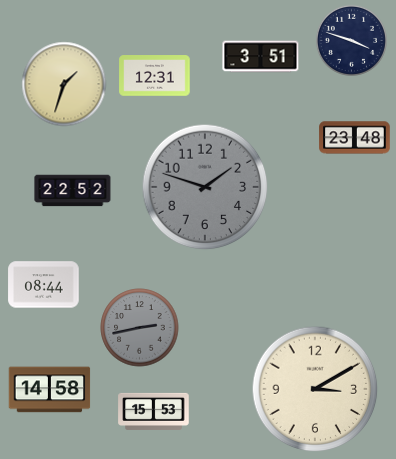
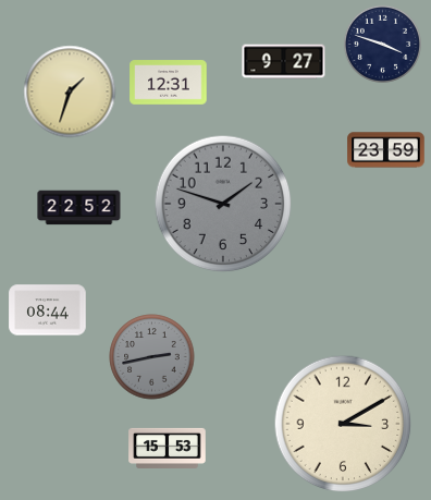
clock at (261, 57): 3:51 -> 9:27
clock at (355, 138): 23:48 -> 23:59
clock at (50, 390): 14:58 -> none
